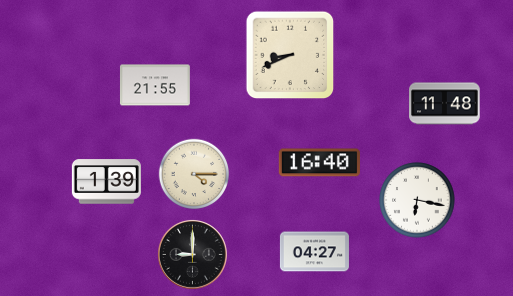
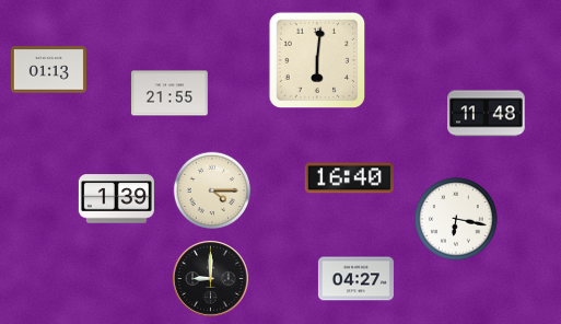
clock at (290, 55): 8:41 -> 6:01
clock at (48, 70): none -> 01:13
clock at (314, 252) position: (314, 252) -> (355, 279)
